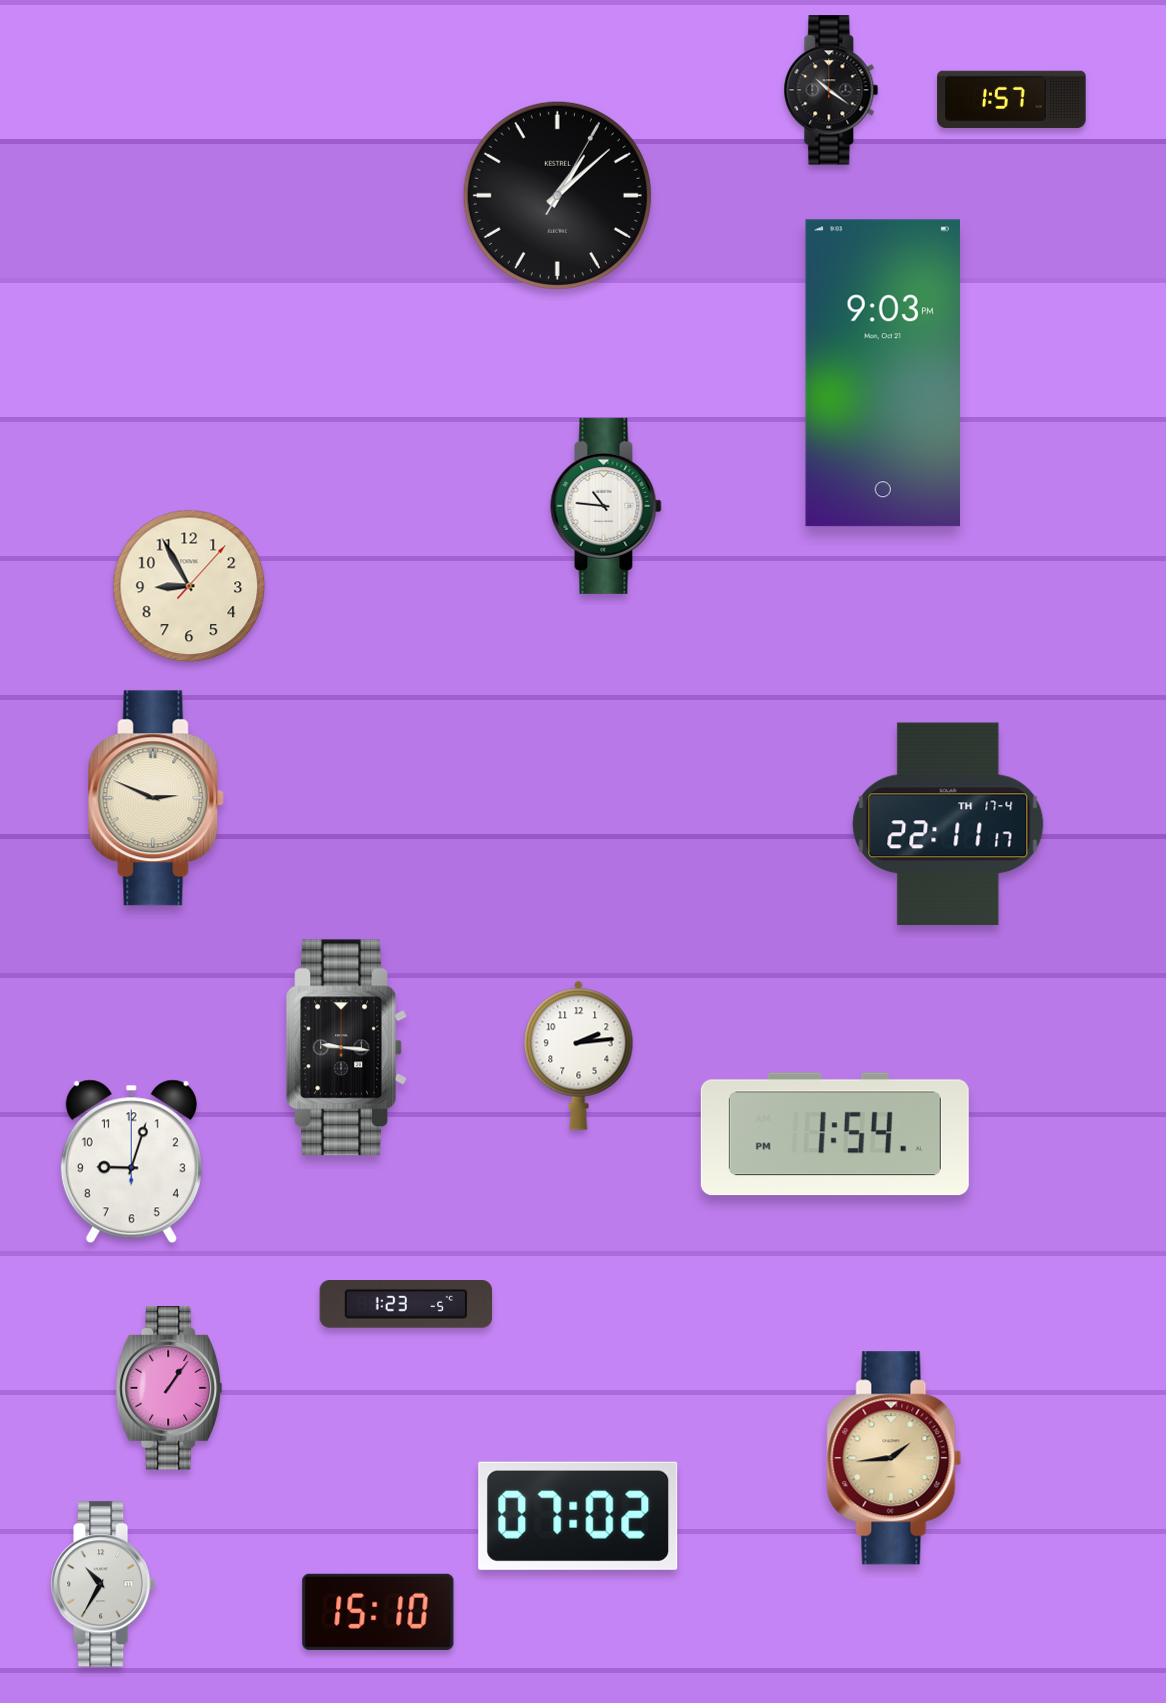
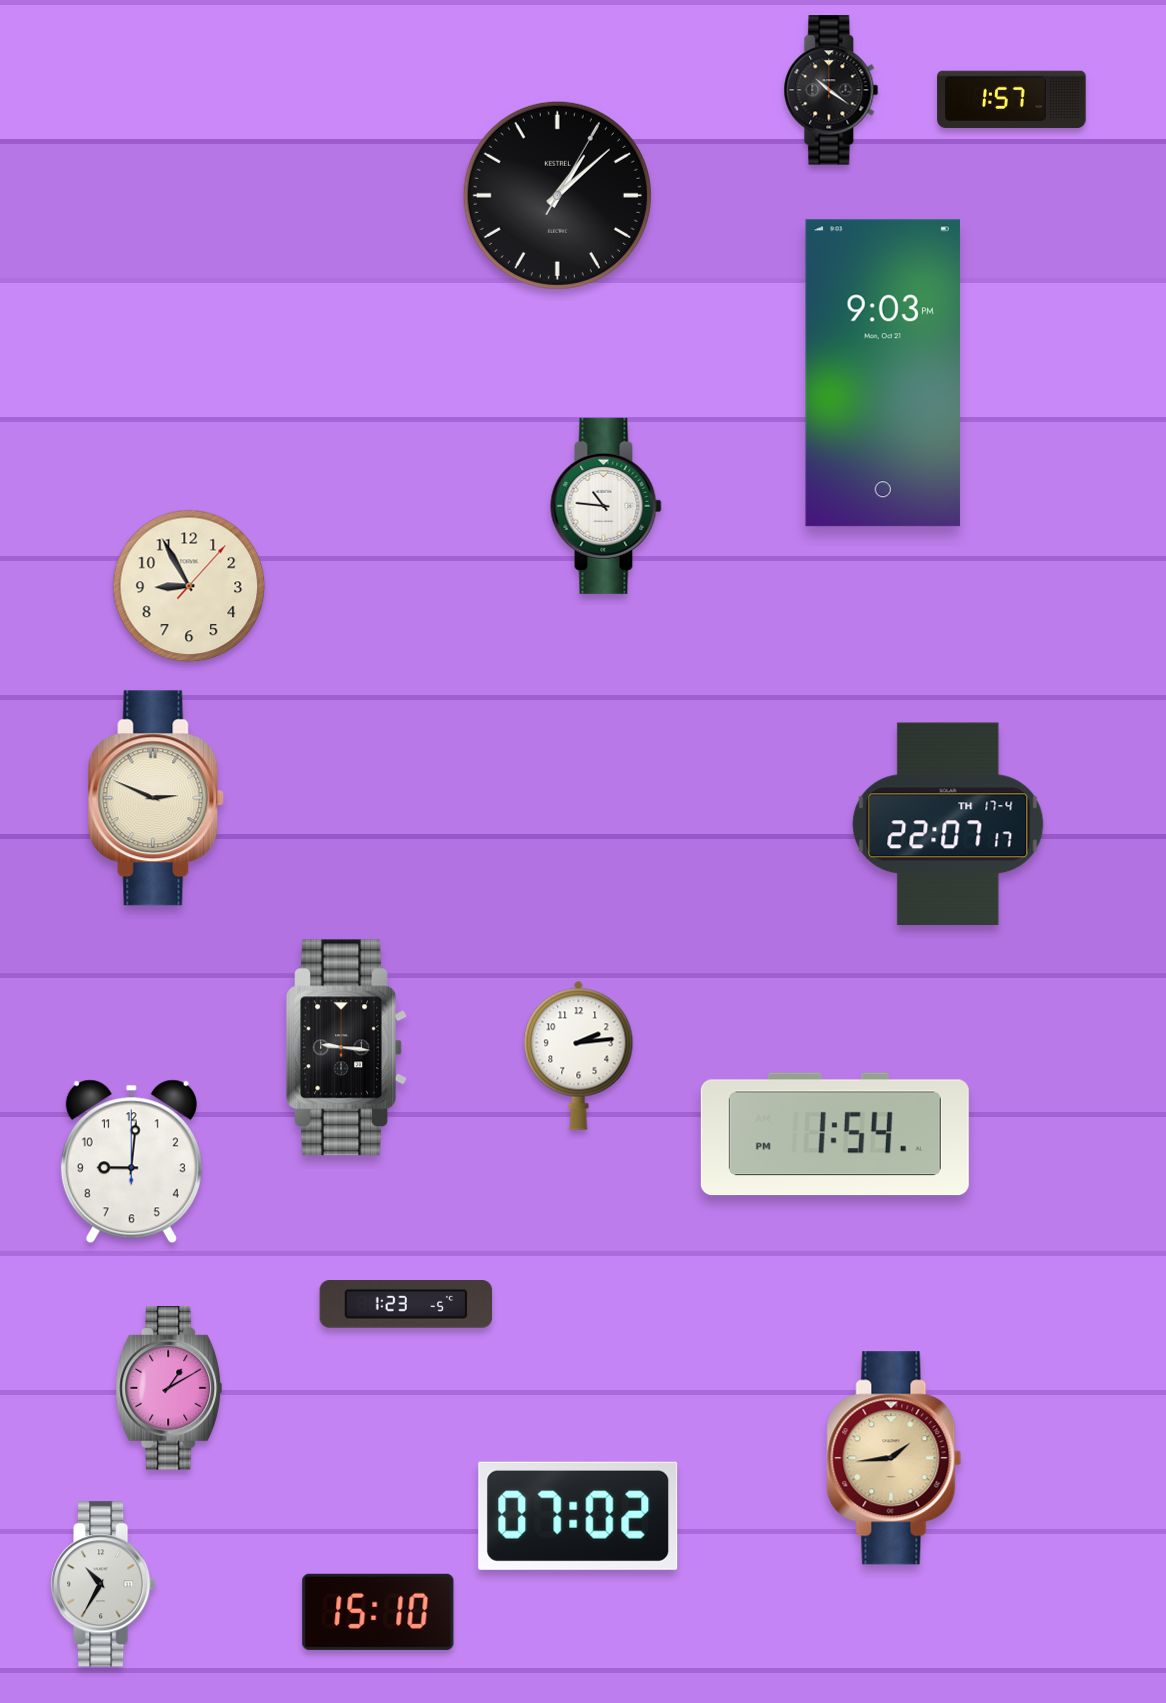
clock at (948, 824): 22:11 -> 22:07
clock at (131, 1162): 9:03 -> 9:01
clock at (169, 1388): 1:06 -> 1:10
